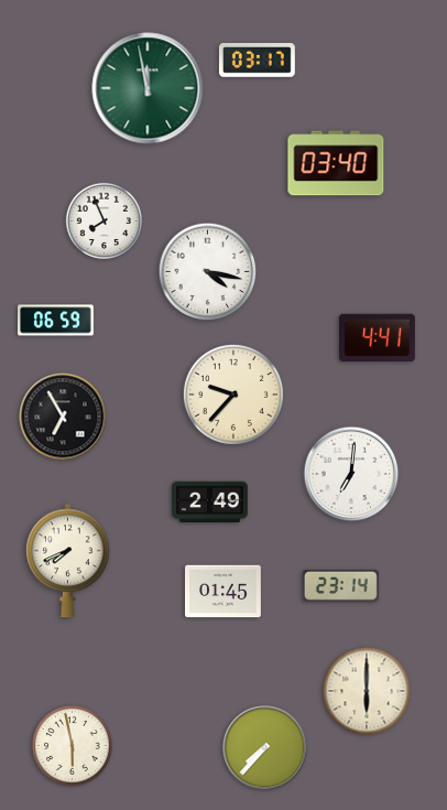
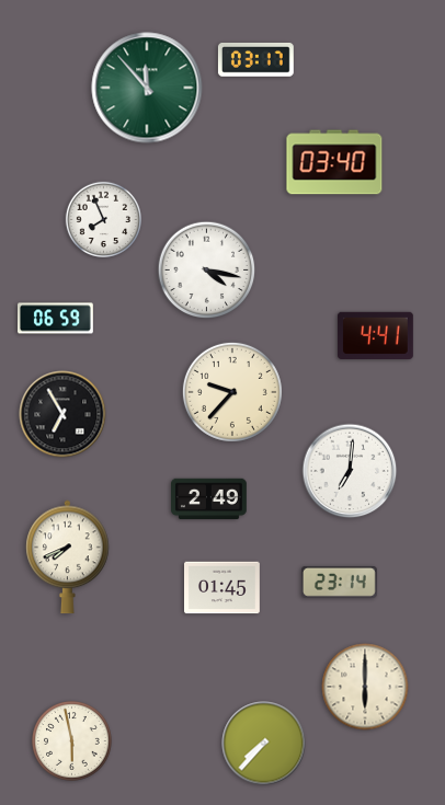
clock at (148, 88): 11:58 -> 11:53
